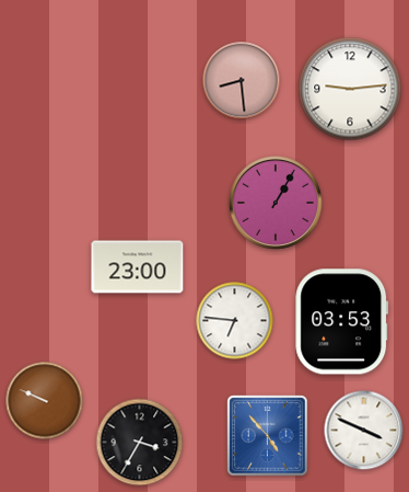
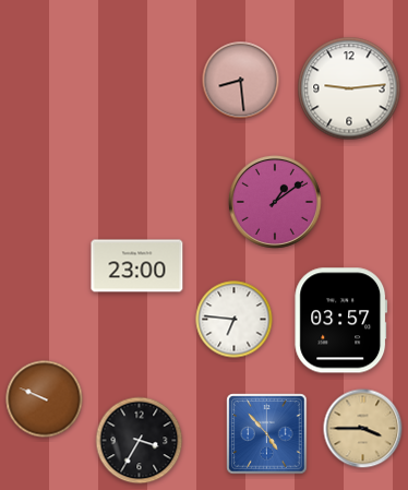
clock at (276, 203): 1:05 -> 1:09
clock at (342, 322): 03:53 -> 03:57
clock at (364, 431): 3:49 -> 3:45
clock at (364, 431) dial: white -> champagne
